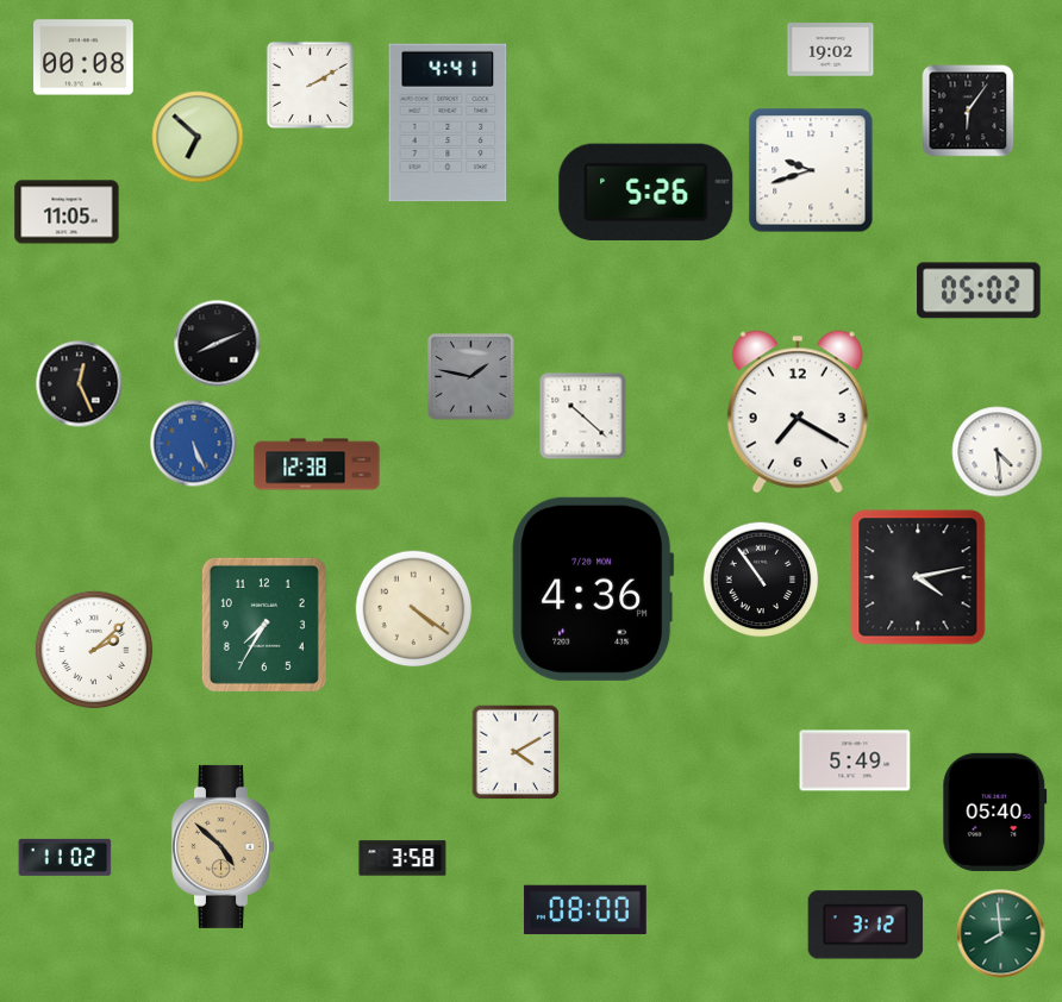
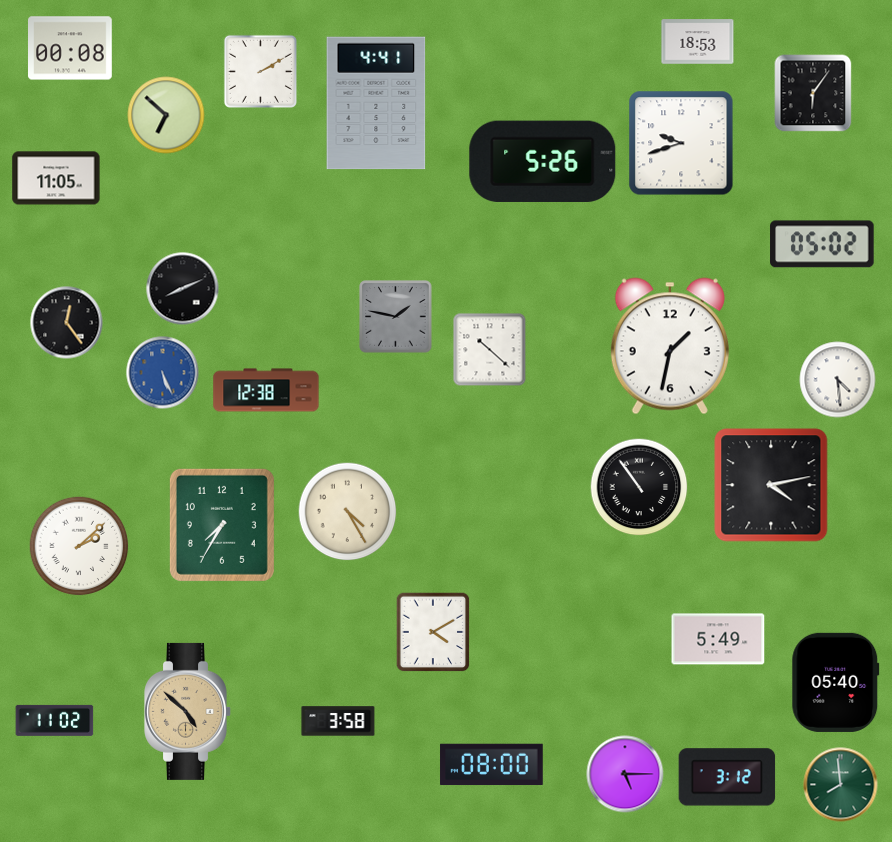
clock at (831, 50): 19:02 -> 18:53
clock at (80, 384): 12:26 -> 12:24
clock at (798, 412): 7:20 -> 1:32
clock at (593, 589): 4:36 -> none
clock at (414, 609): 4:21 -> 4:25
clock at (625, 774): none -> 5:15
